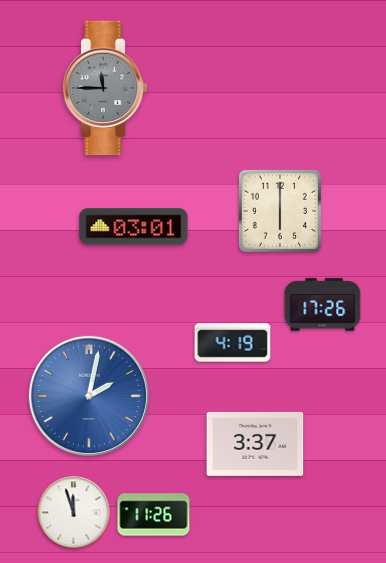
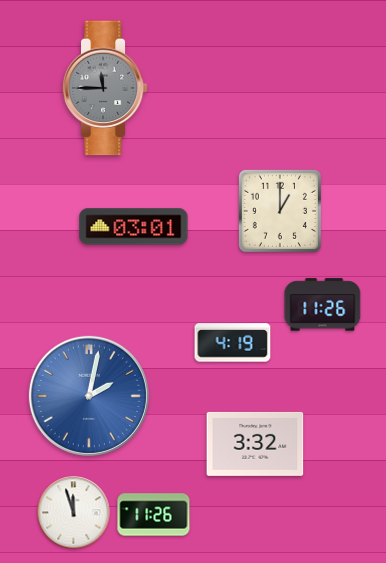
clock at (280, 211): 6:00 -> 1:00
clock at (323, 305): 17:26 -> 11:26
clock at (255, 444): 3:37 -> 3:32
